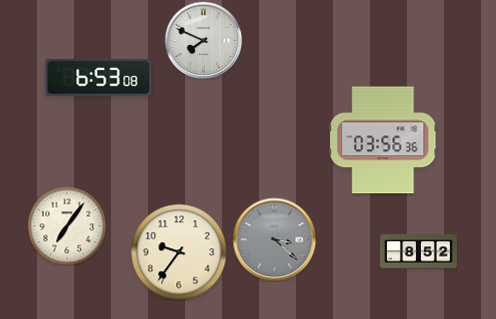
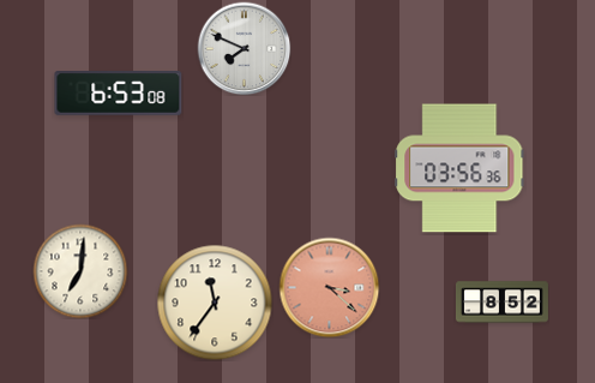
clock at (67, 226): 7:06 -> 7:01
clock at (274, 239) dial: grey -> salmon
clock at (179, 252): 9:36 -> 11:36
